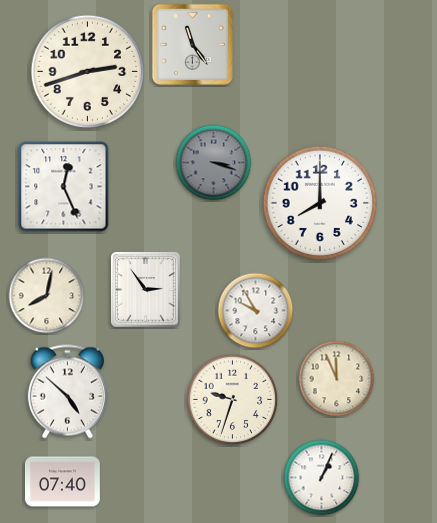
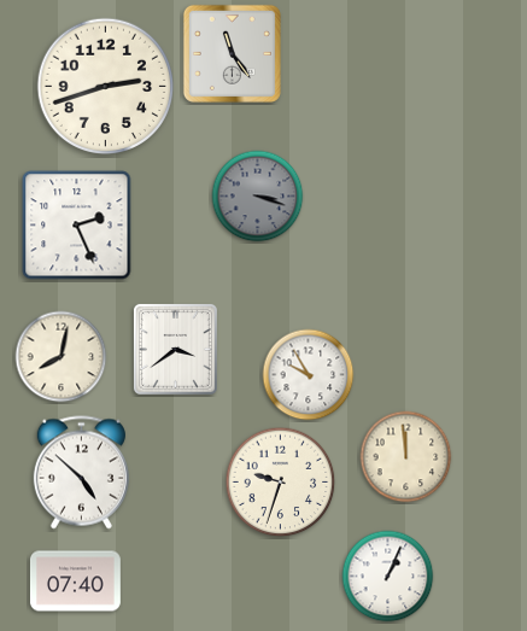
clock at (64, 187): 12:26 -> 2:26
clock at (320, 203): 8:00 -> none
clock at (145, 289): 2:54 -> 3:39
clock at (47, 296) position: (47, 296) -> (62, 357)
clock at (337, 379): 11:56 -> 11:59
